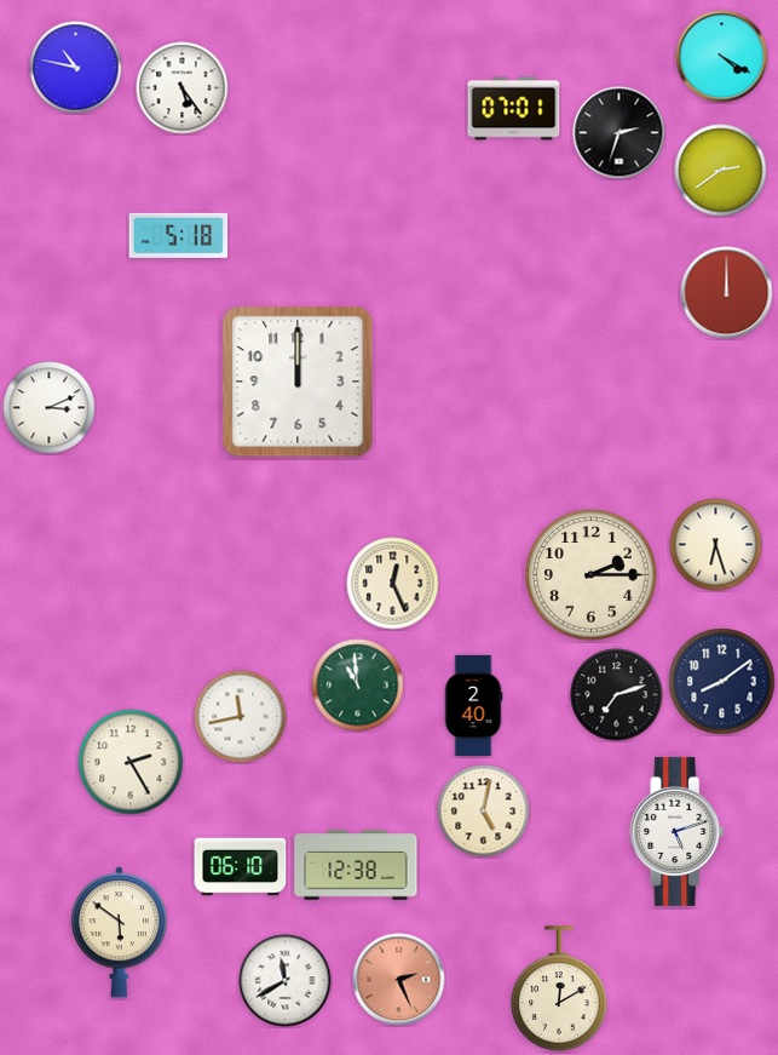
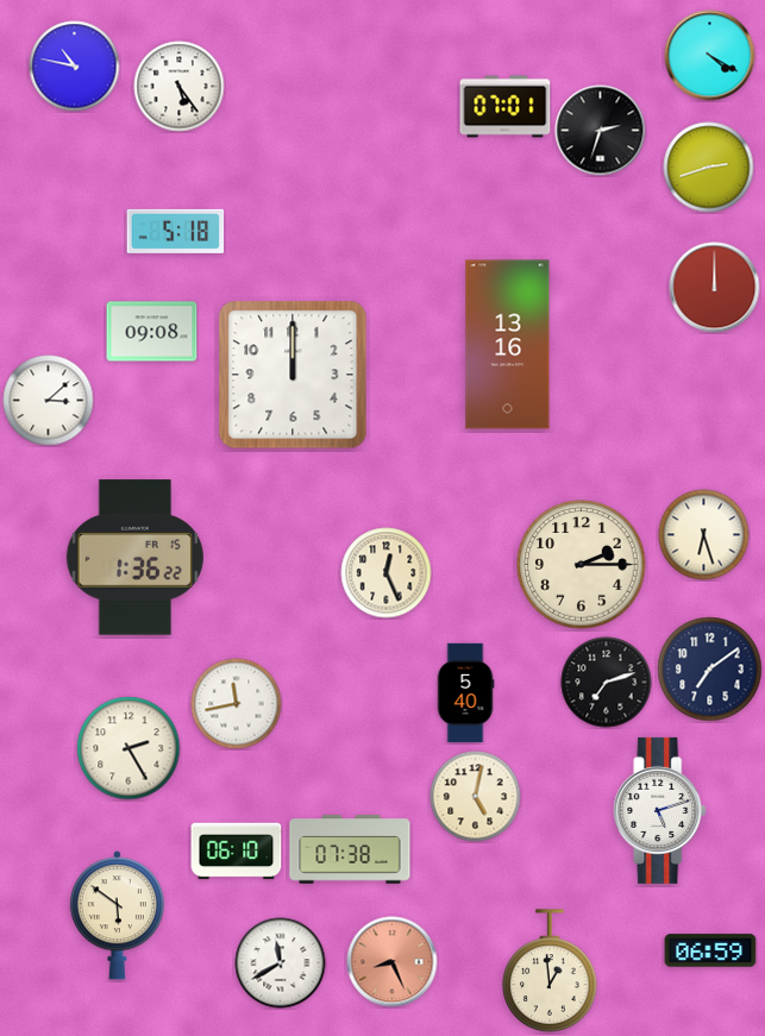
clock at (619, 133) position: (619, 133) -> (601, 131)
clock at (721, 171): 2:39 -> 2:42
clock at (152, 332): none -> 09:08
clock at (508, 345): none -> 13:16
clock at (50, 408): 3:11 -> 3:08
clock at (134, 558): none -> 1:36
clock at (722, 682): 8:09 -> 7:09
clock at (358, 686): 10:59 -> none
clock at (473, 706): 2:40 -> 5:40
clock at (678, 831) position: (678, 831) -> (660, 810)
clock at (356, 865): 12:38 -> 07:38
clock at (710, 950): none -> 06:59
clock at (399, 980): 2:26 -> 8:26
clock at (559, 988): 12:10 -> 12:59
